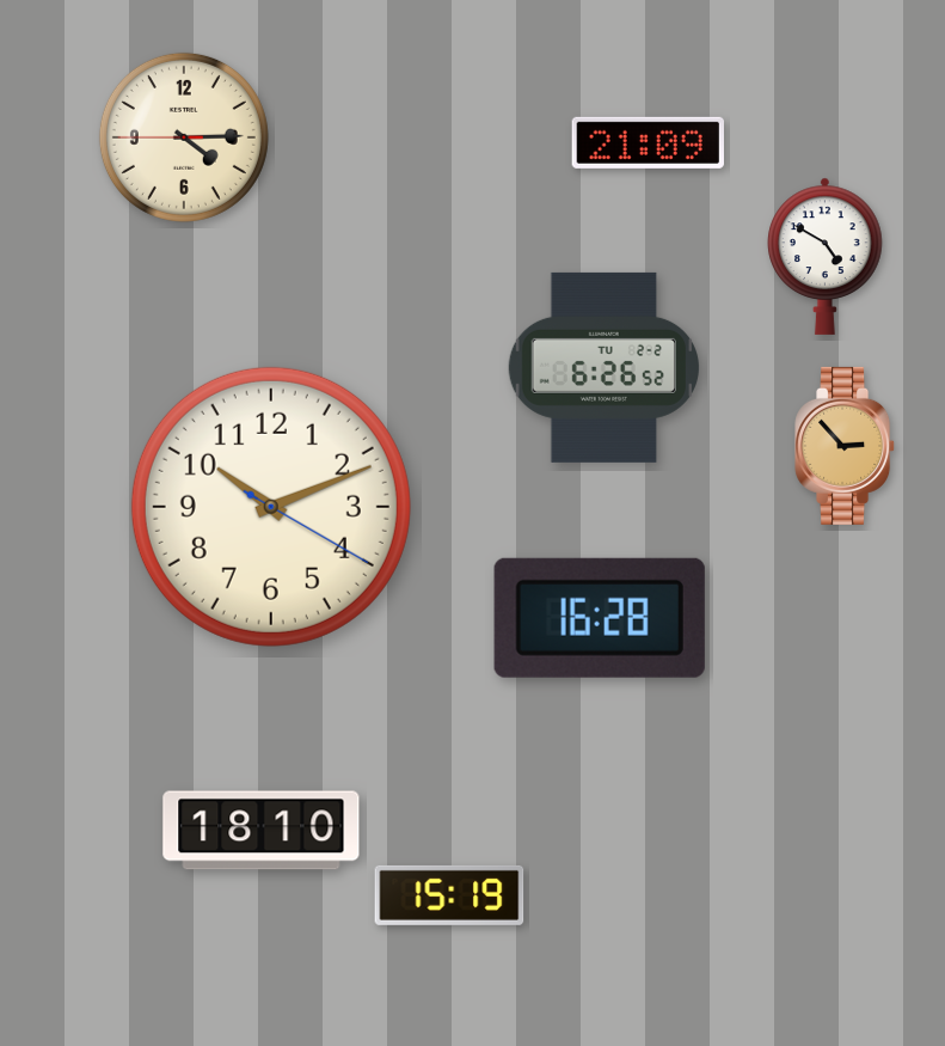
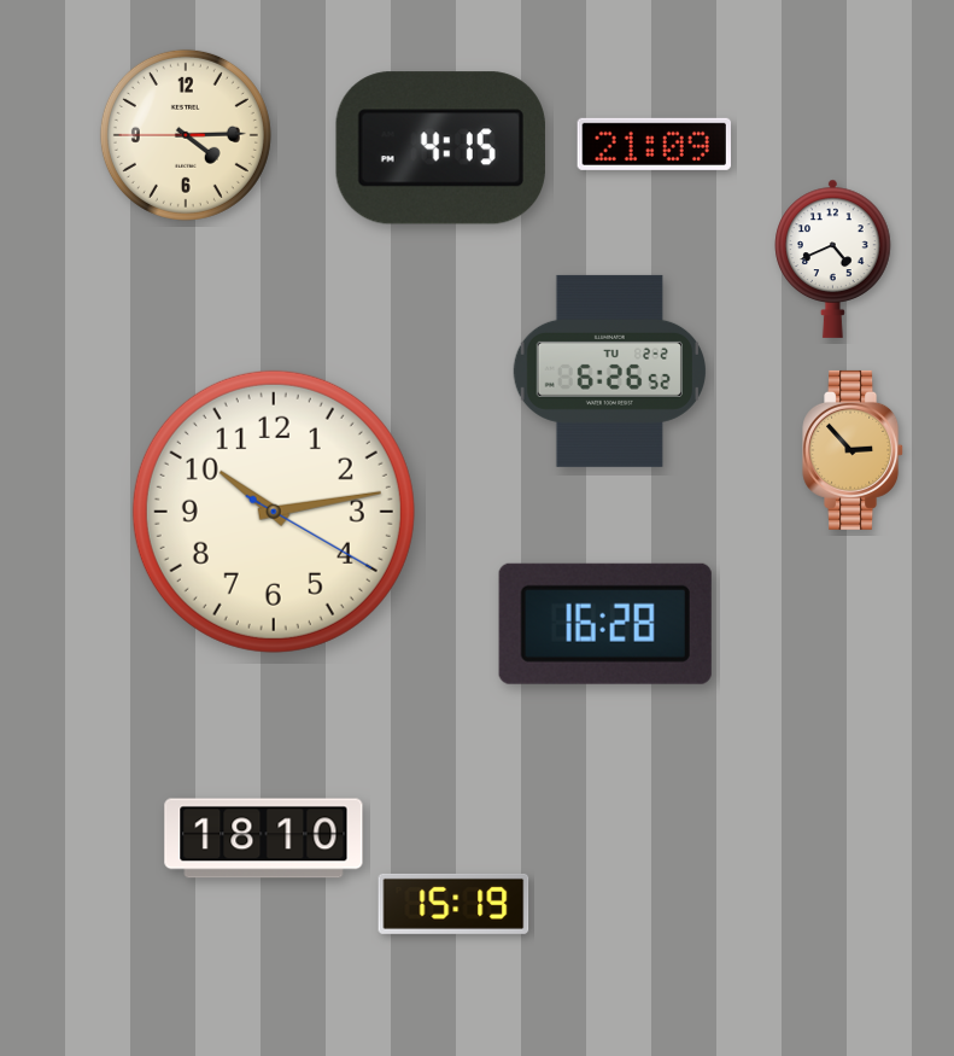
clock at (184, 137) position: (184, 137) -> (186, 135)
clock at (440, 148): none -> 4:15
clock at (826, 256): 4:50 -> 4:41
clock at (271, 507): 10:11 -> 10:13
